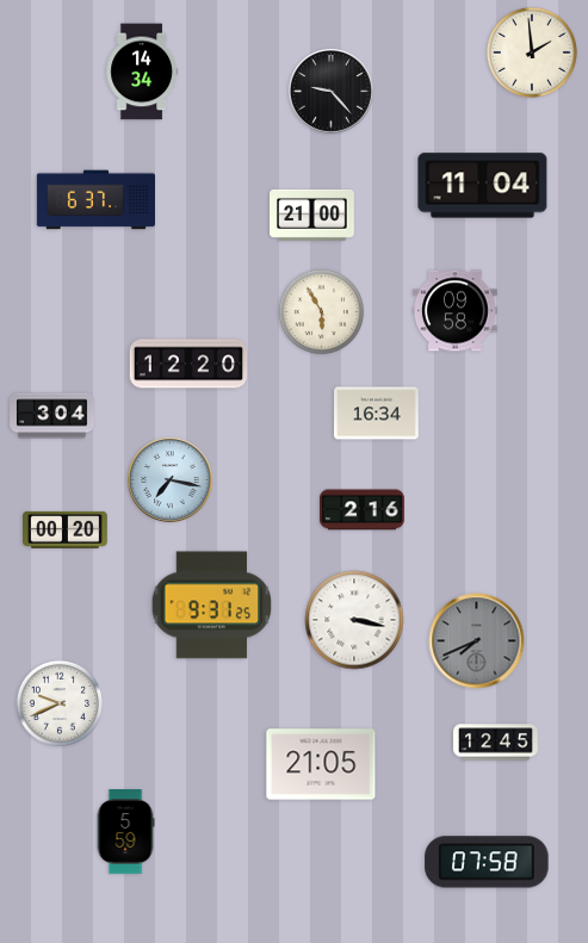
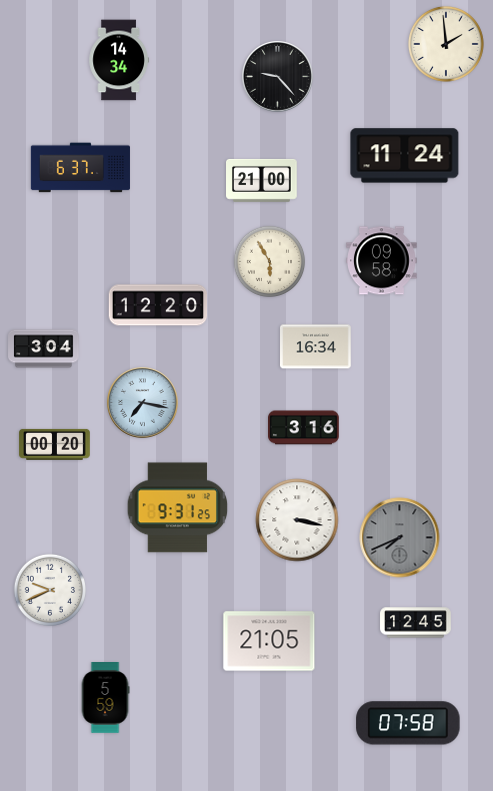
clock at (483, 186): 11:04 -> 11:24
clock at (363, 510): 2:16 -> 3:16
